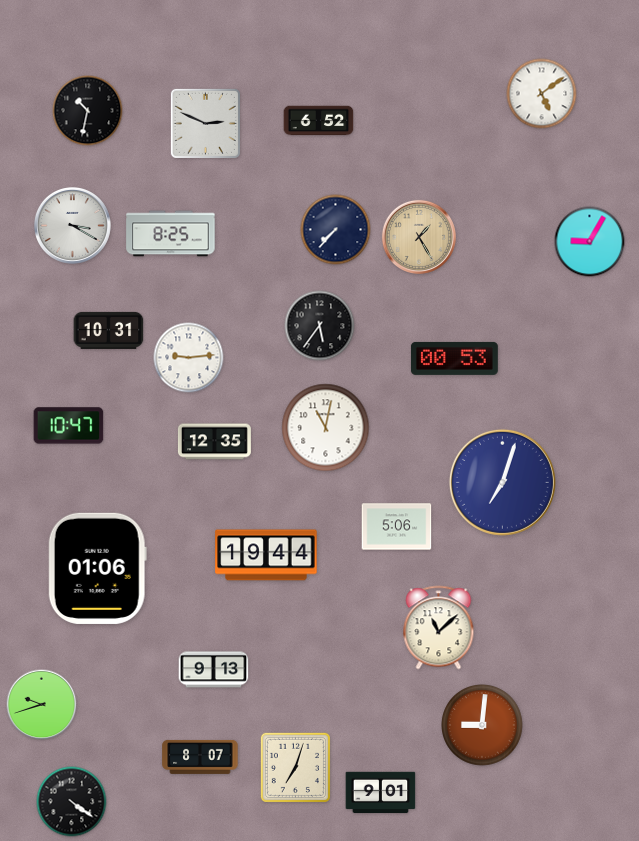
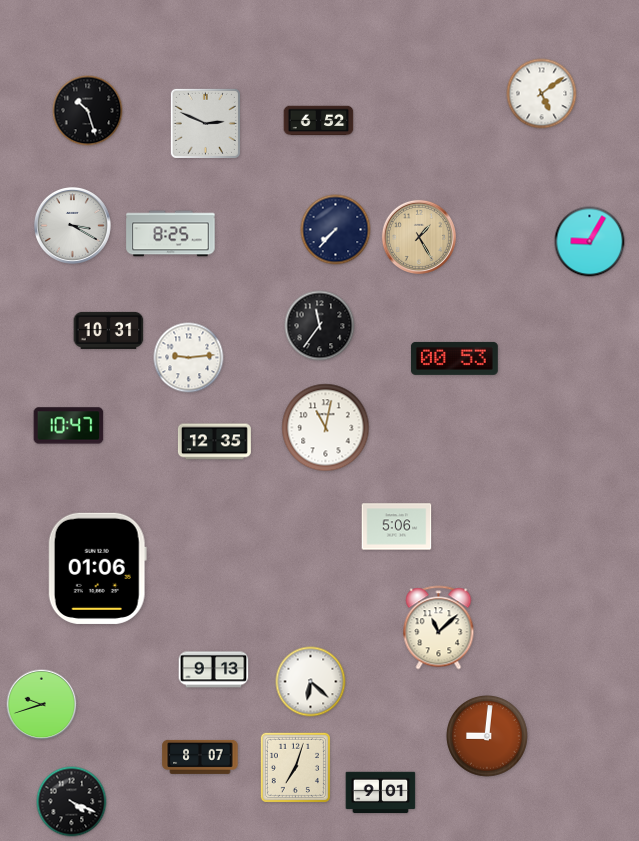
clock at (88, 111): 10:32 -> 10:27
clock at (320, 326): 5:36 -> 11:36
clock at (502, 482): 7:03 -> none
clock at (266, 555): 19:44 -> none
clock at (311, 682): none -> 6:22
clock at (483, 726) position: (483, 726) -> (488, 737)
clock at (72, 802): 4:21 -> 4:19
